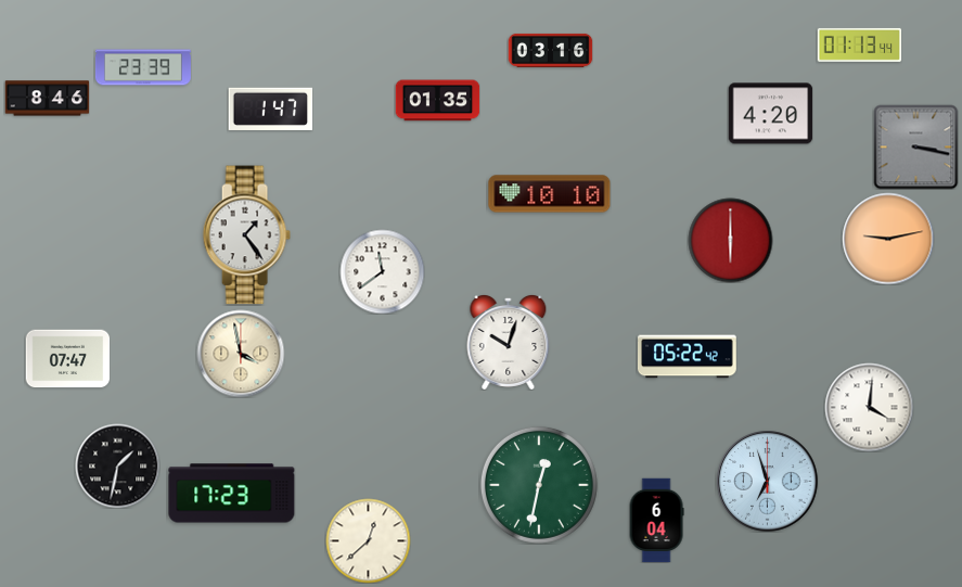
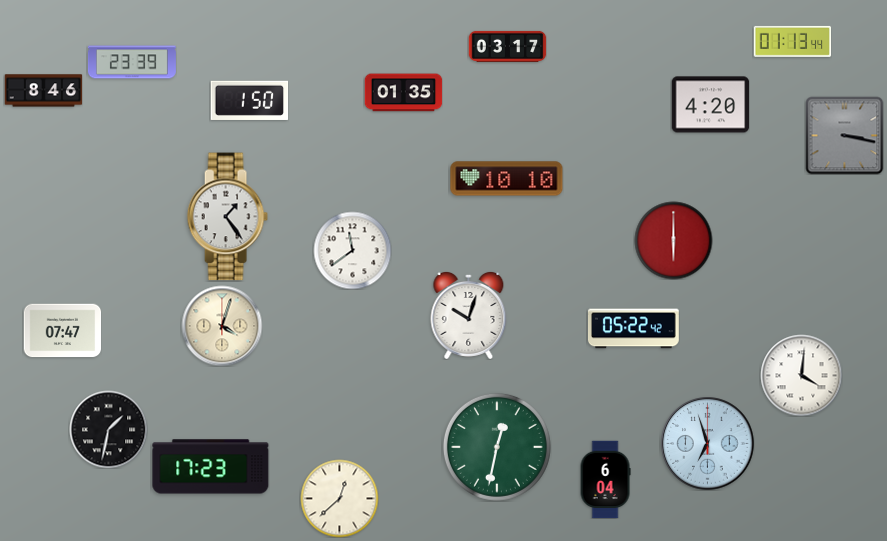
clock at (550, 50): 03:16 -> 03:17
clock at (270, 109): 1:47 -> 1:50
clock at (888, 239): 9:13 -> none
clock at (730, 240) position: (730, 240) -> (673, 240)
clock at (241, 354): 3:58 -> 4:03
clock at (232, 494) position: (232, 494) -> (211, 467)
